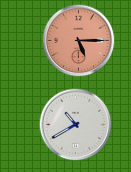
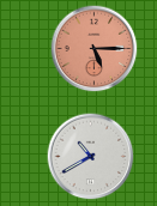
clock at (76, 125) position: (76, 125) -> (91, 157)
